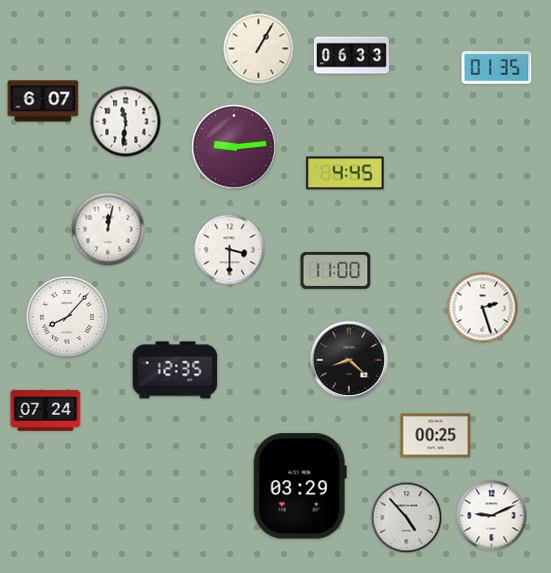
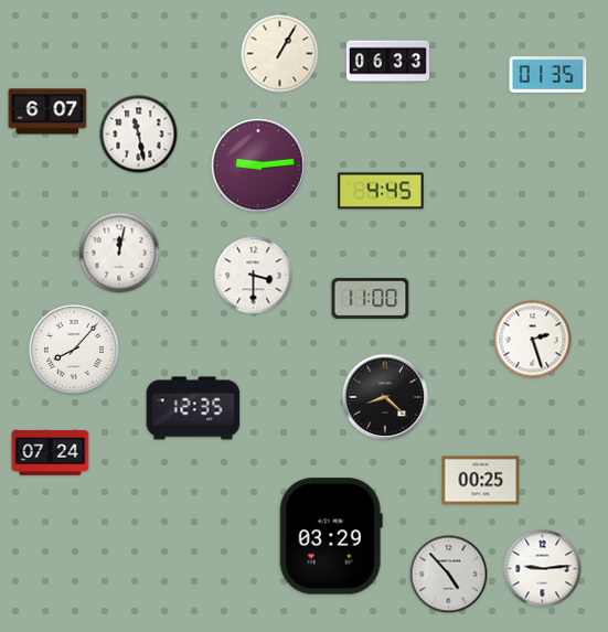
clock at (259, 49) position: (259, 49) -> (280, 54)
clock at (126, 122): 11:31 -> 11:28
clock at (234, 147) position: (234, 147) -> (258, 165)
clock at (492, 516): 9:11 -> 9:14
clock at (407, 518) position: (407, 518) -> (449, 575)
